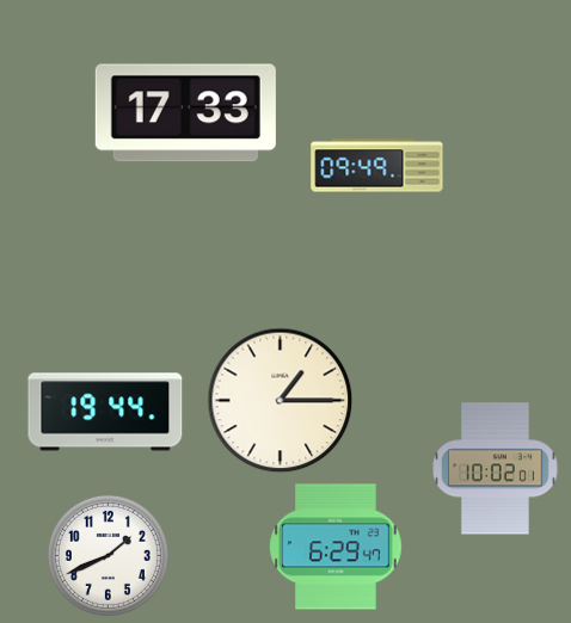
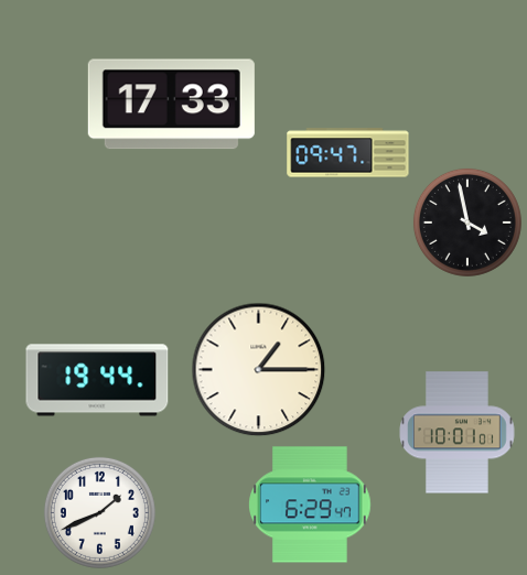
clock at (377, 166): 09:49 -> 09:47
clock at (467, 223): none -> 3:58
clock at (496, 469): 10:02 -> 10:01
